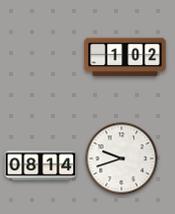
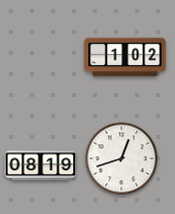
clock at (122, 159): 9:42 -> 12:42
clock at (41, 166): 08:14 -> 08:19
